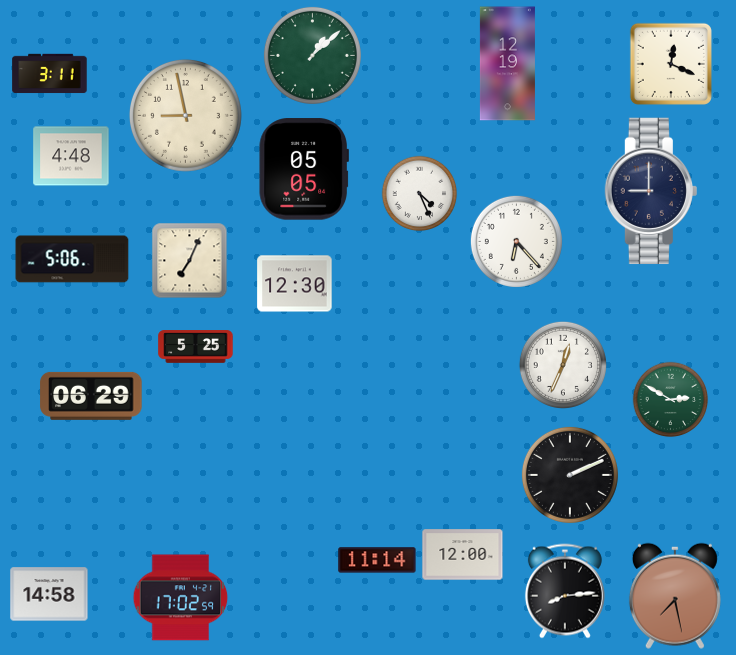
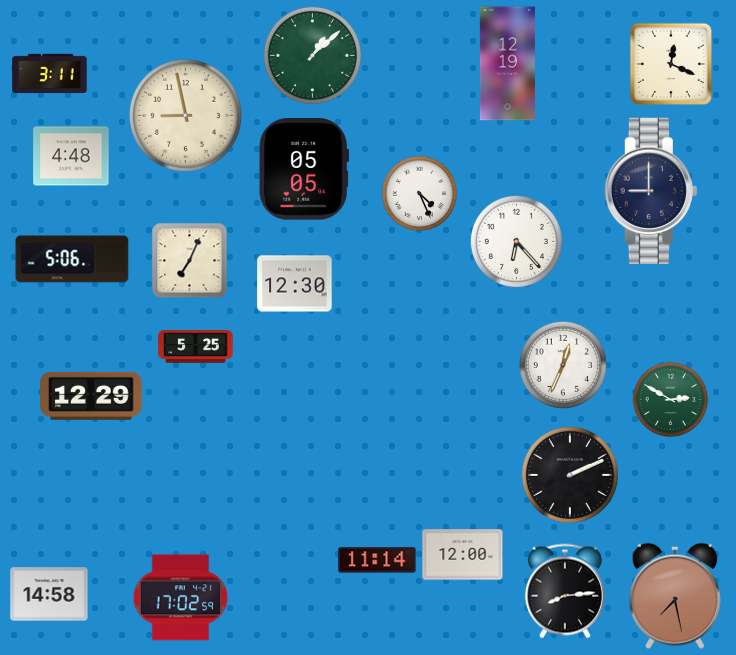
clock at (91, 396): 06:29 -> 12:29
